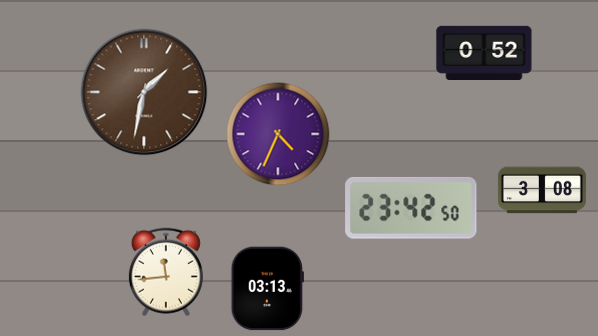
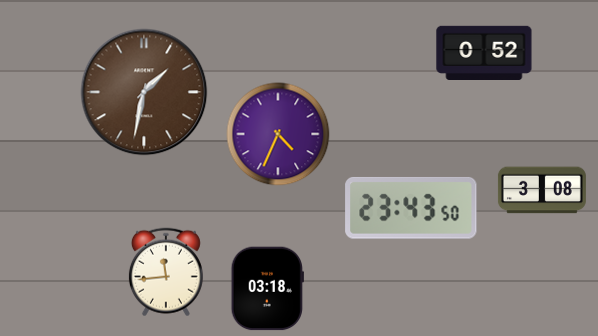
clock at (411, 208): 23:42 -> 23:43
clock at (267, 289): 03:13 -> 03:18
